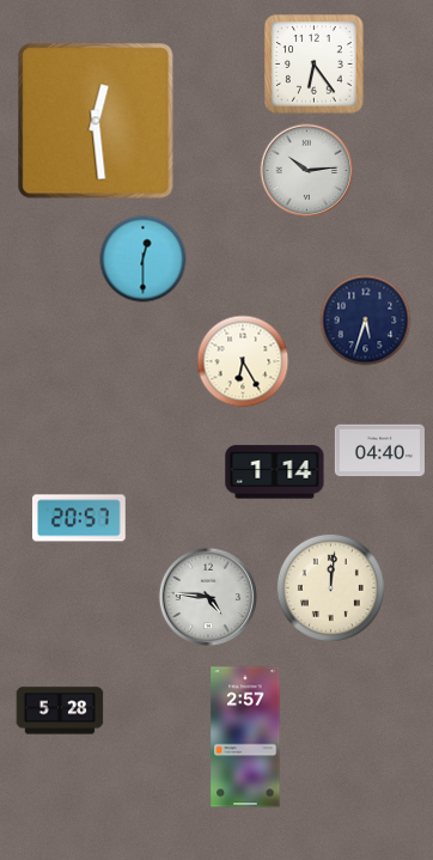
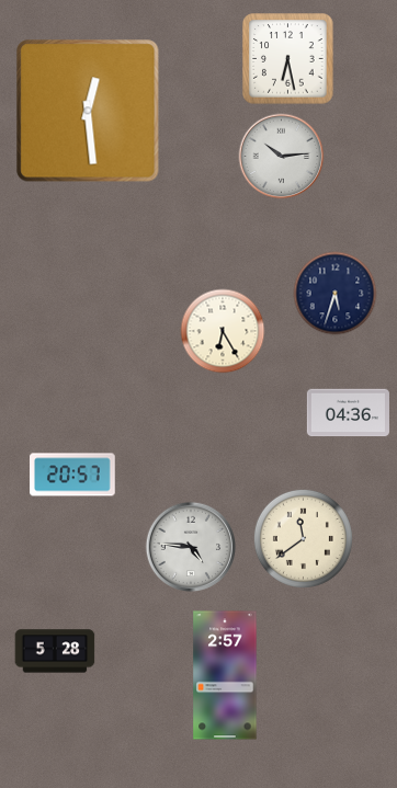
clock at (315, 65): 6:24 -> 6:28
clock at (144, 260): 12:30 -> none
clock at (379, 451): 04:40 -> 04:36
clock at (275, 472): 1:14 -> none
clock at (330, 587): 12:01 -> 11:39
